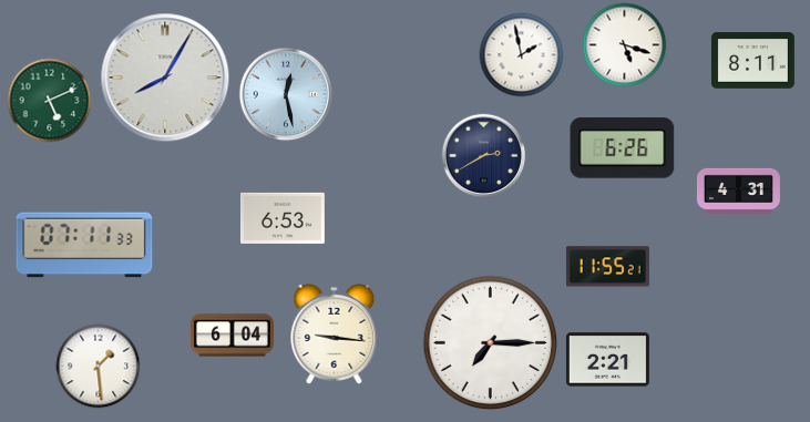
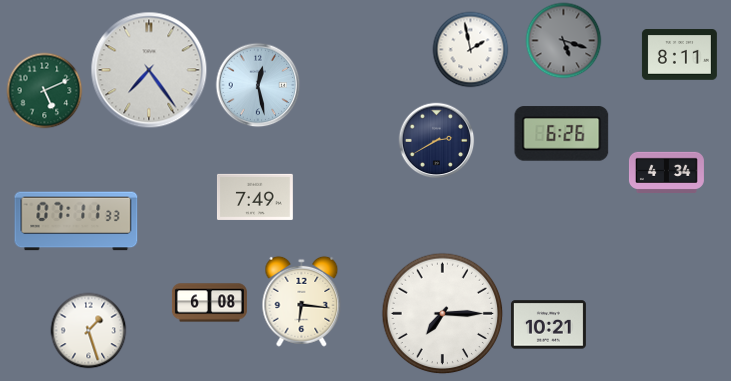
clock at (625, 45) dial: white -> grey
clock at (165, 78): 8:05 -> 7:24
clock at (738, 191): 4:31 -> 4:34
clock at (283, 218): 6:53 -> 7:49
clock at (607, 267): 11:55 -> none
clock at (335, 333): 9:16 -> 6:16
clock at (232, 336): 6:04 -> 6:08
clock at (491, 343) position: (491, 343) -> (443, 314)
clock at (607, 360): 2:21 -> 10:21
clock at (99, 367): 1:29 -> 1:27
